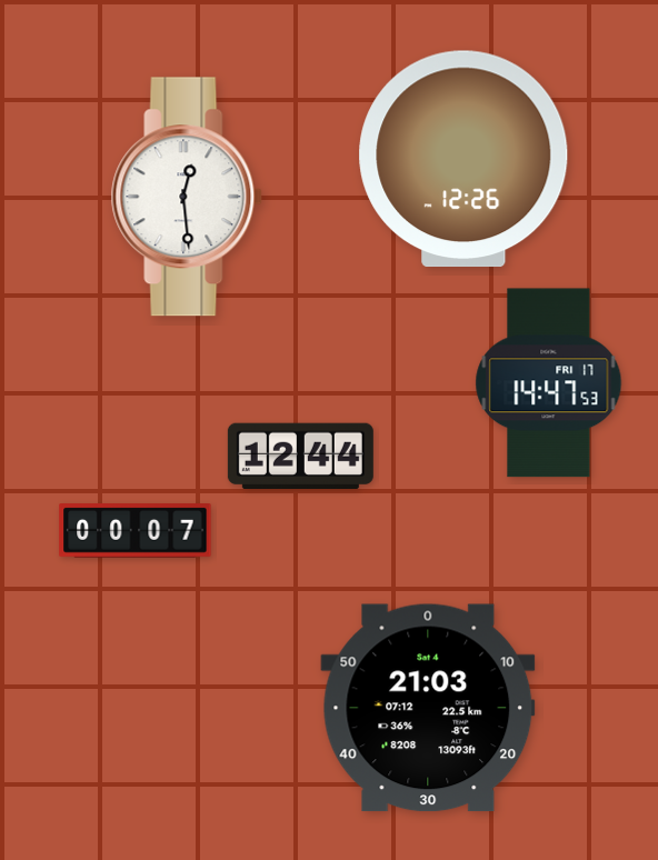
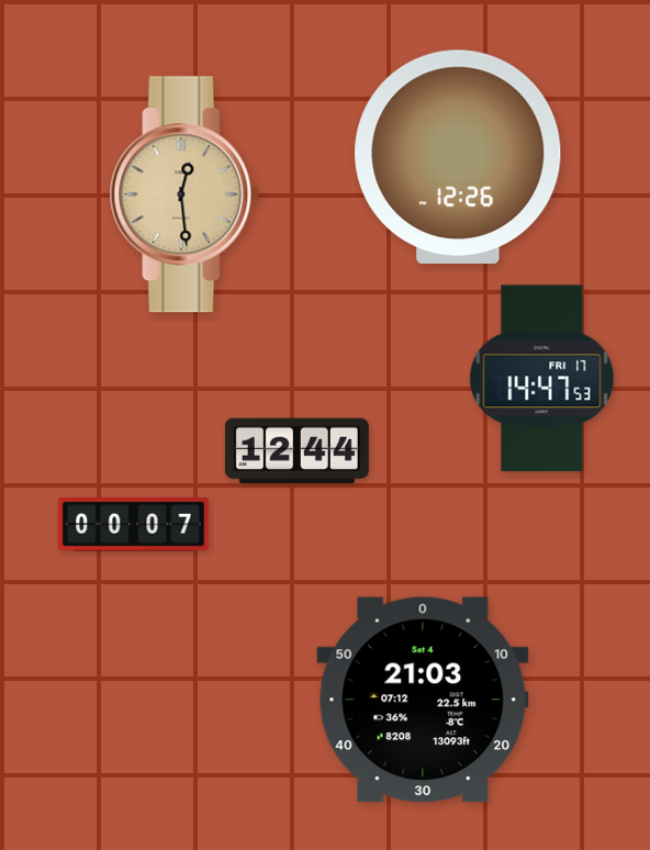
clock at (187, 197) dial: white -> champagne
